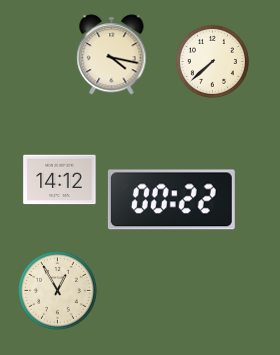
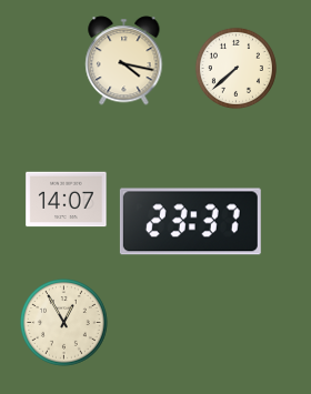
clock at (60, 180): 14:12 -> 14:07
clock at (171, 200): 00:22 -> 23:37
